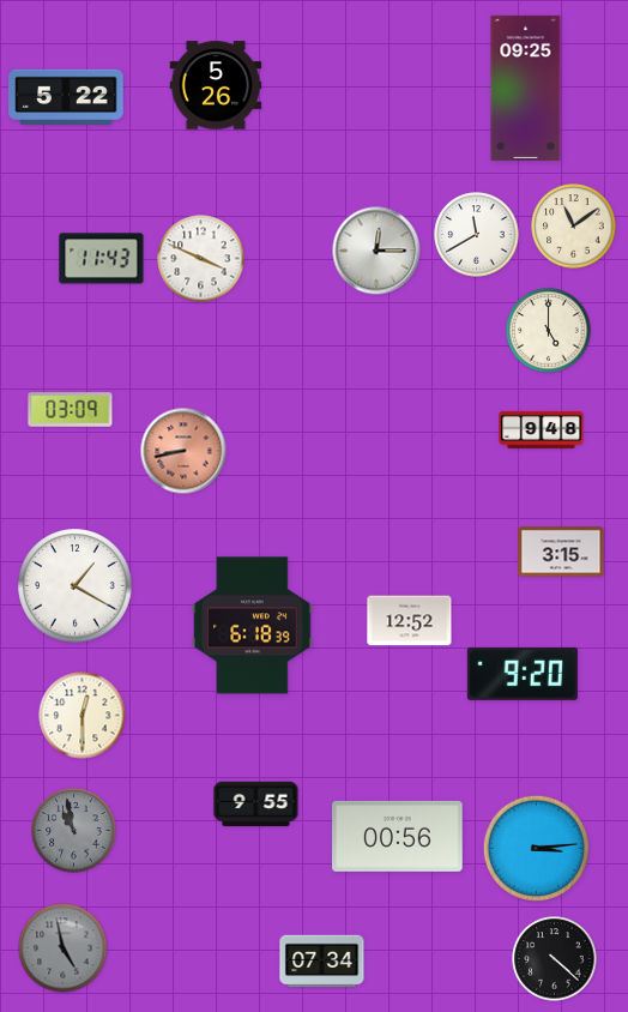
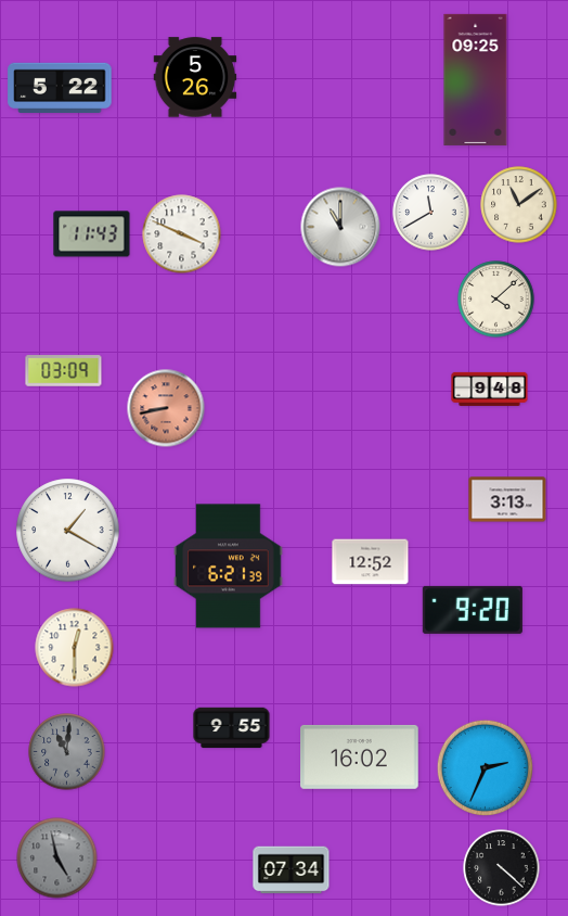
clock at (376, 251): 12:15 -> 11:00
clock at (549, 331): 5:00 -> 4:08
clock at (561, 552): 3:15 -> 3:13
clock at (253, 626): 6:18 -> 6:21
clock at (74, 831): 10:58 -> 11:01
clock at (398, 836): 00:56 -> 16:02
clock at (536, 848): 3:14 -> 2:34
